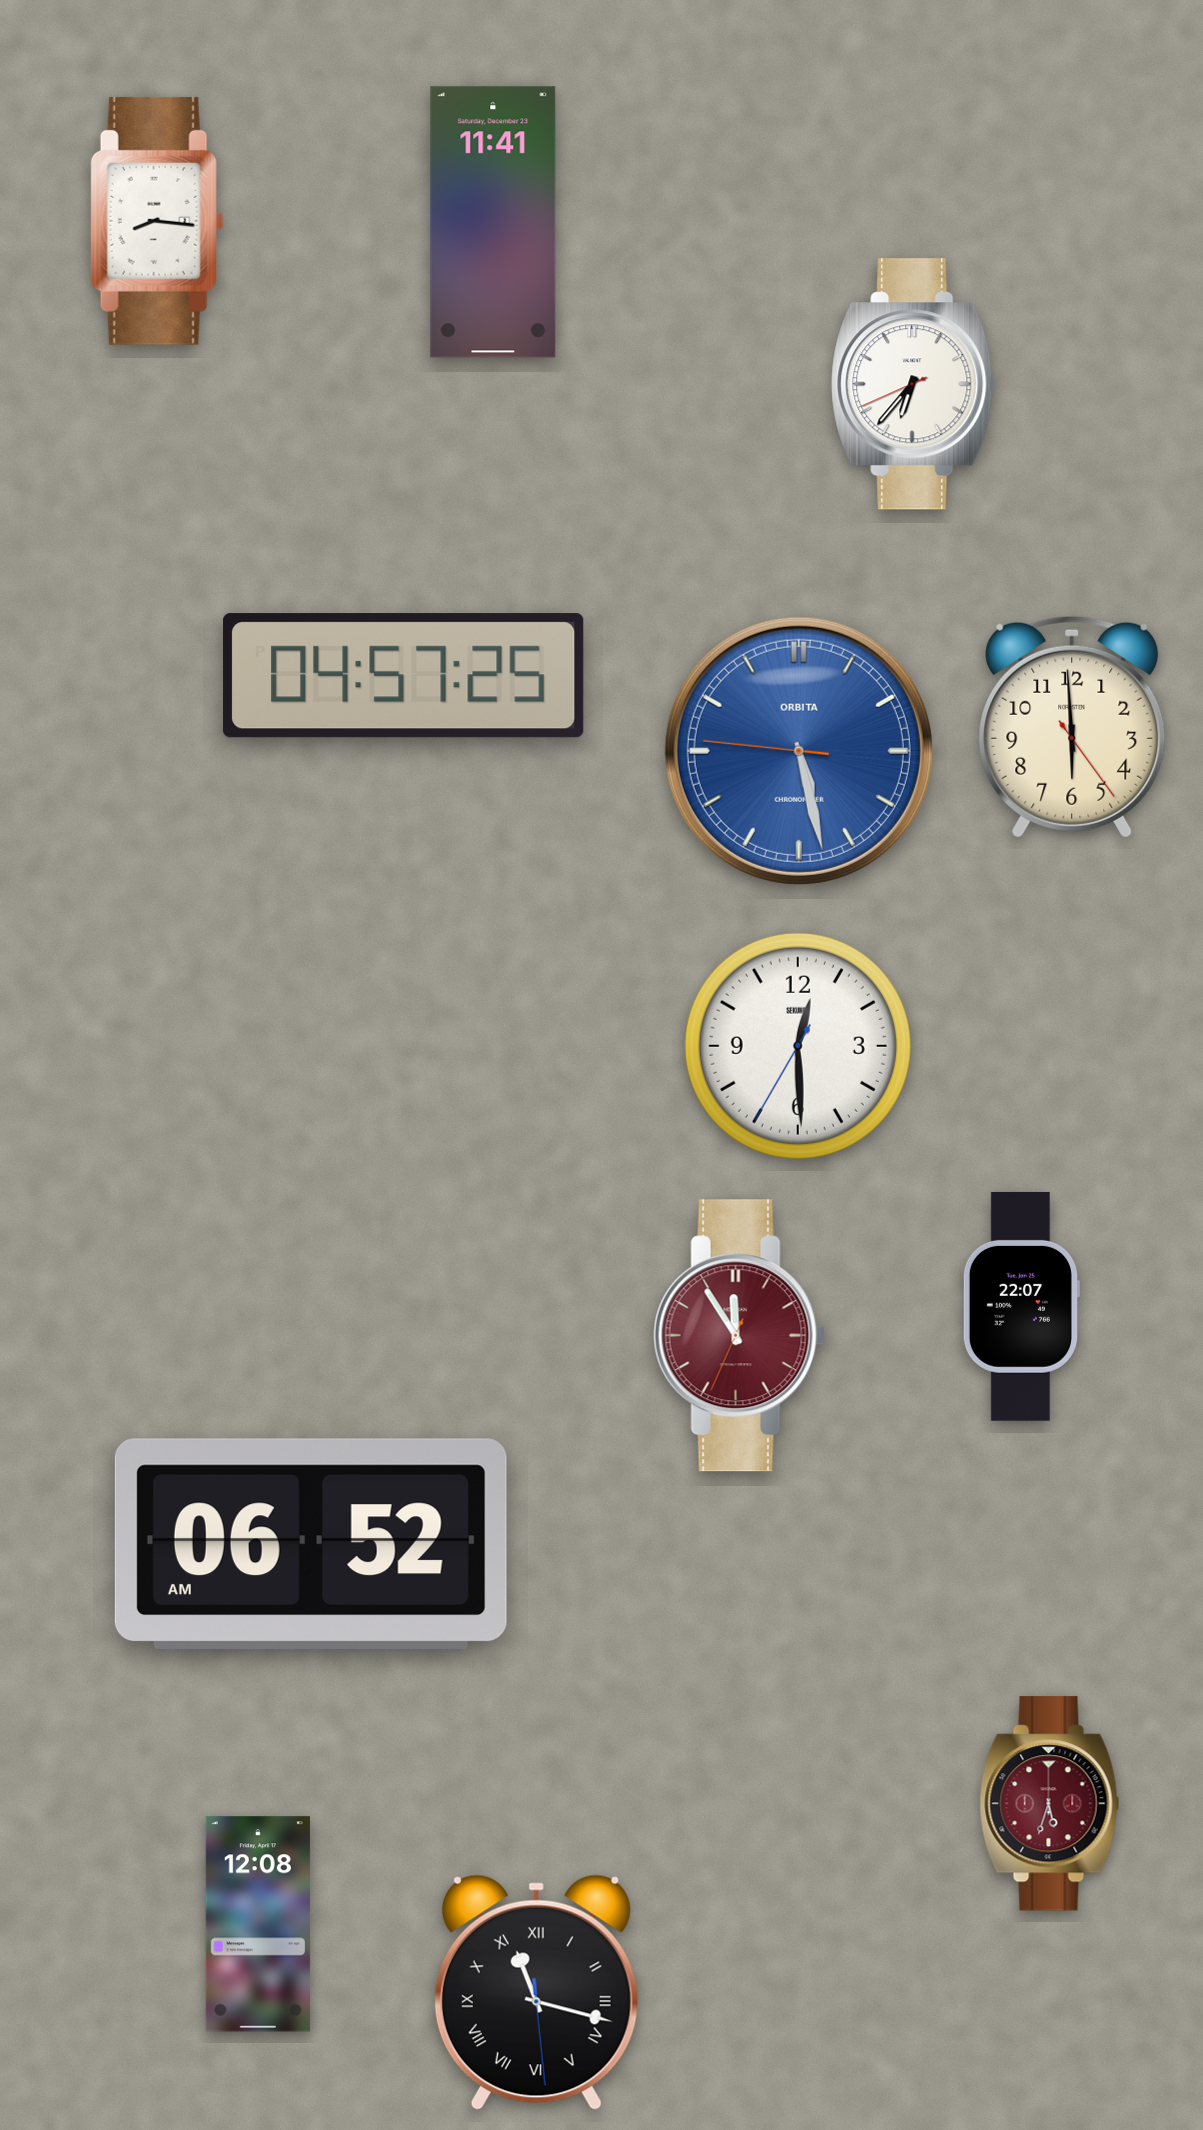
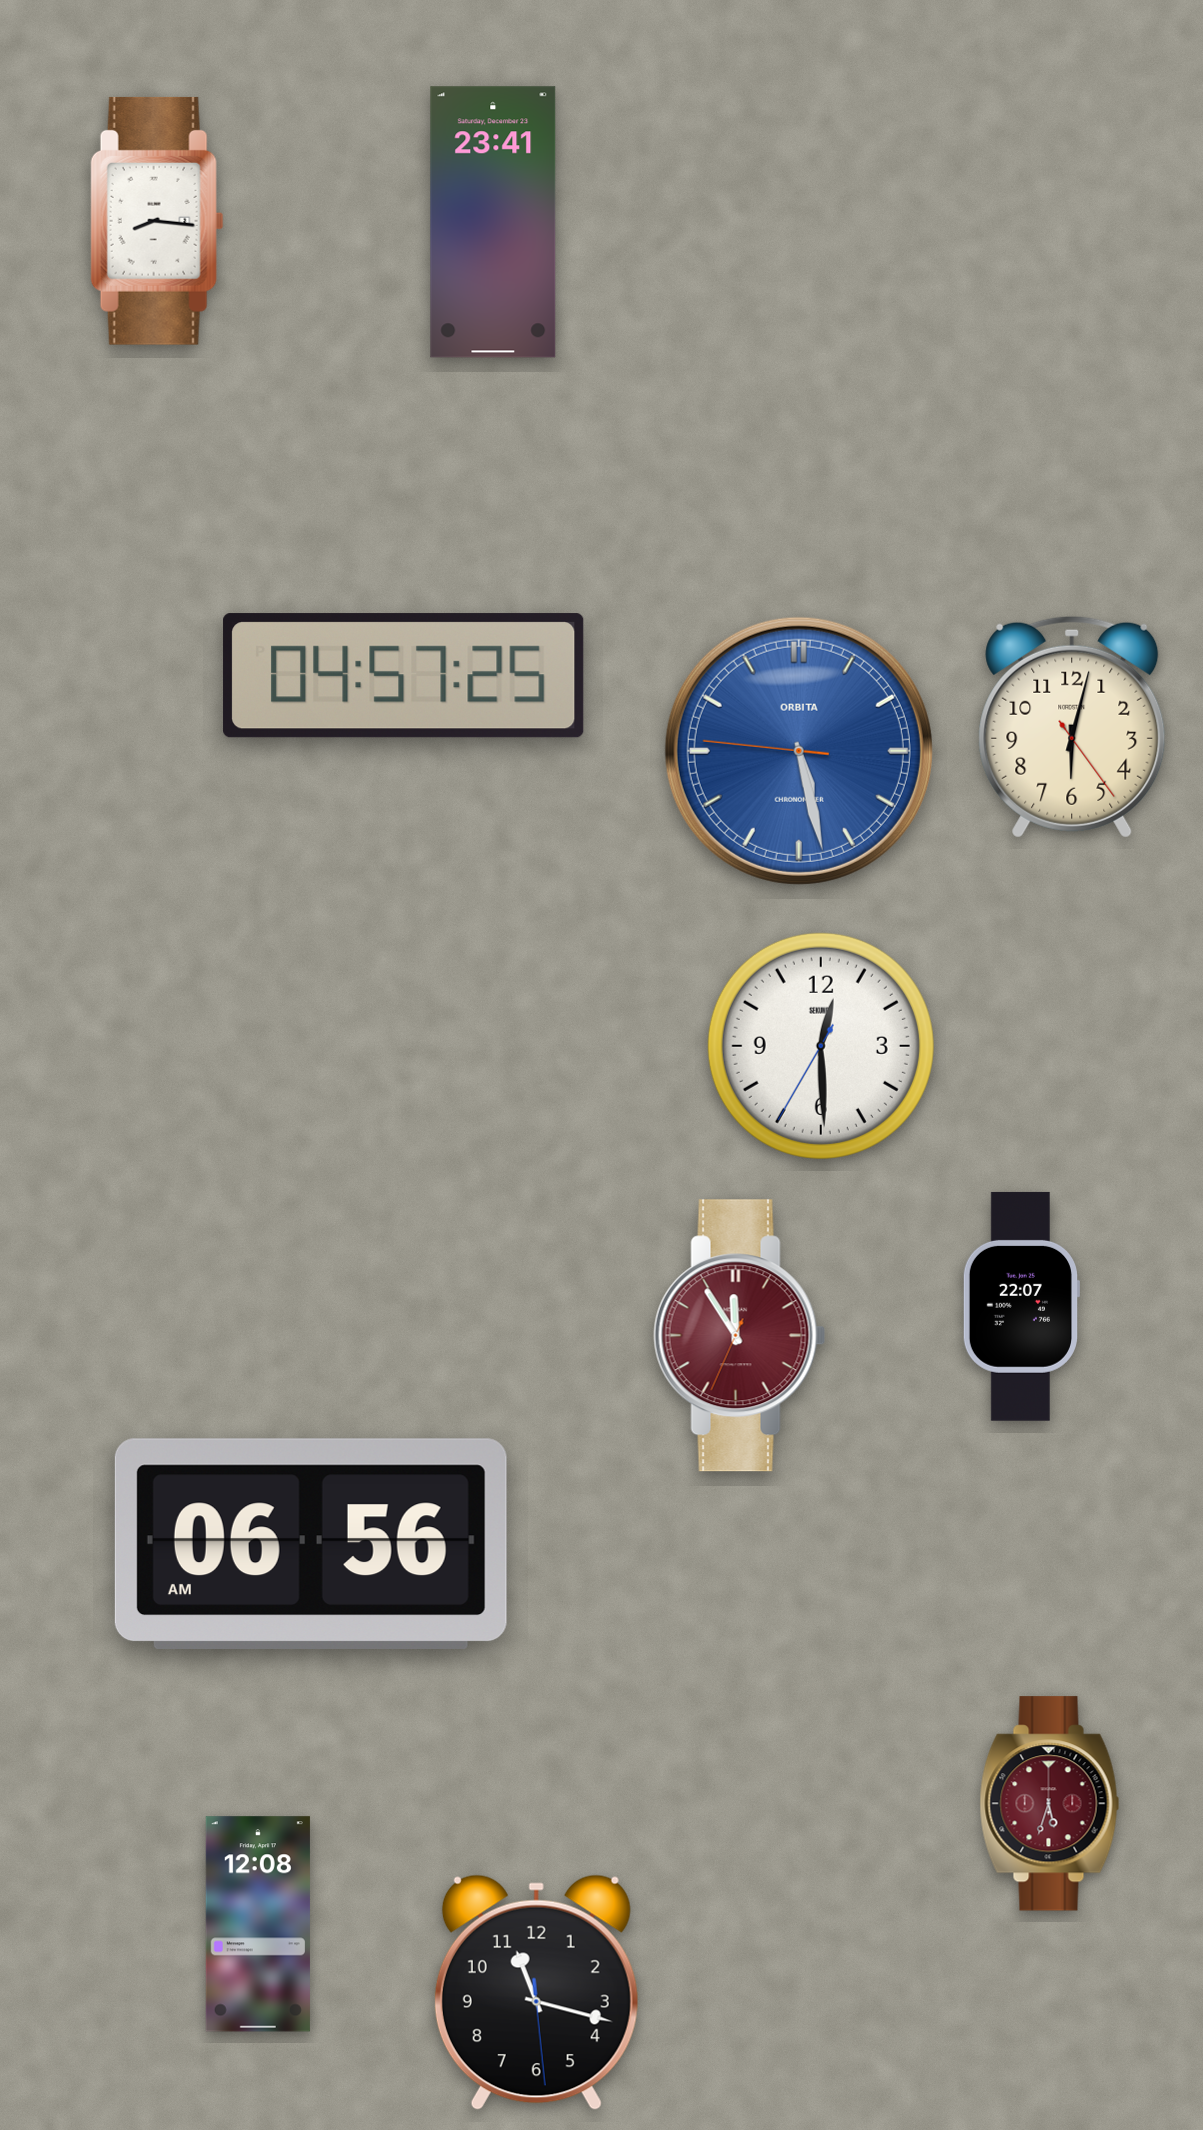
clock at (493, 222): 11:41 -> 23:41
clock at (913, 384): 6:36 -> none
clock at (1072, 727): 5:59 -> 6:02
clock at (798, 1046) position: (798, 1046) -> (821, 1046)
clock at (311, 1543): 06:52 -> 06:56
clock at (536, 1993) numerals: Roman -> Arabic
